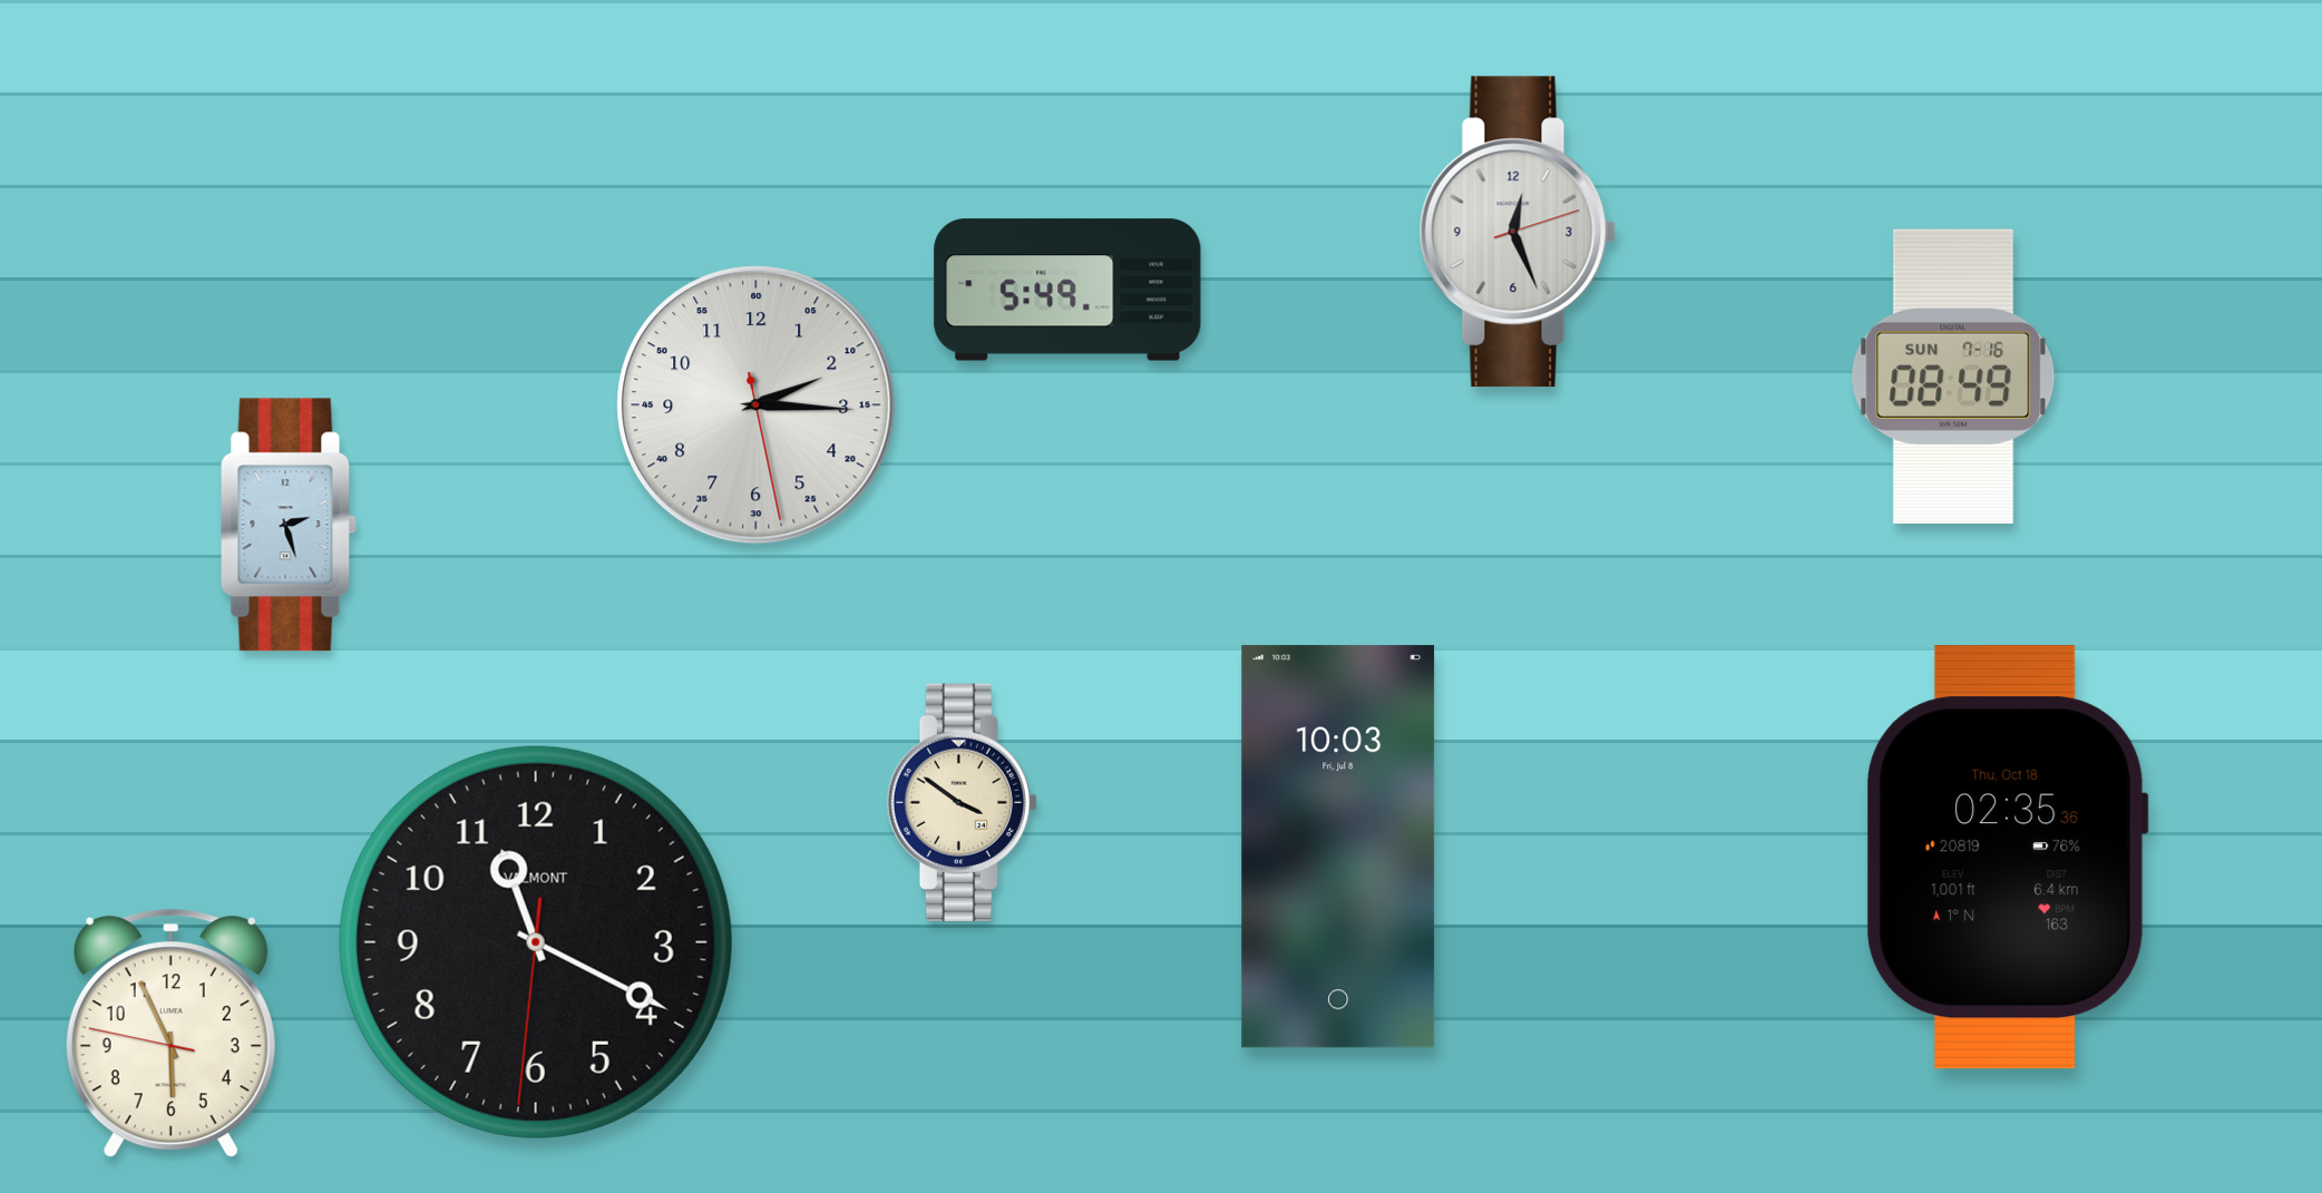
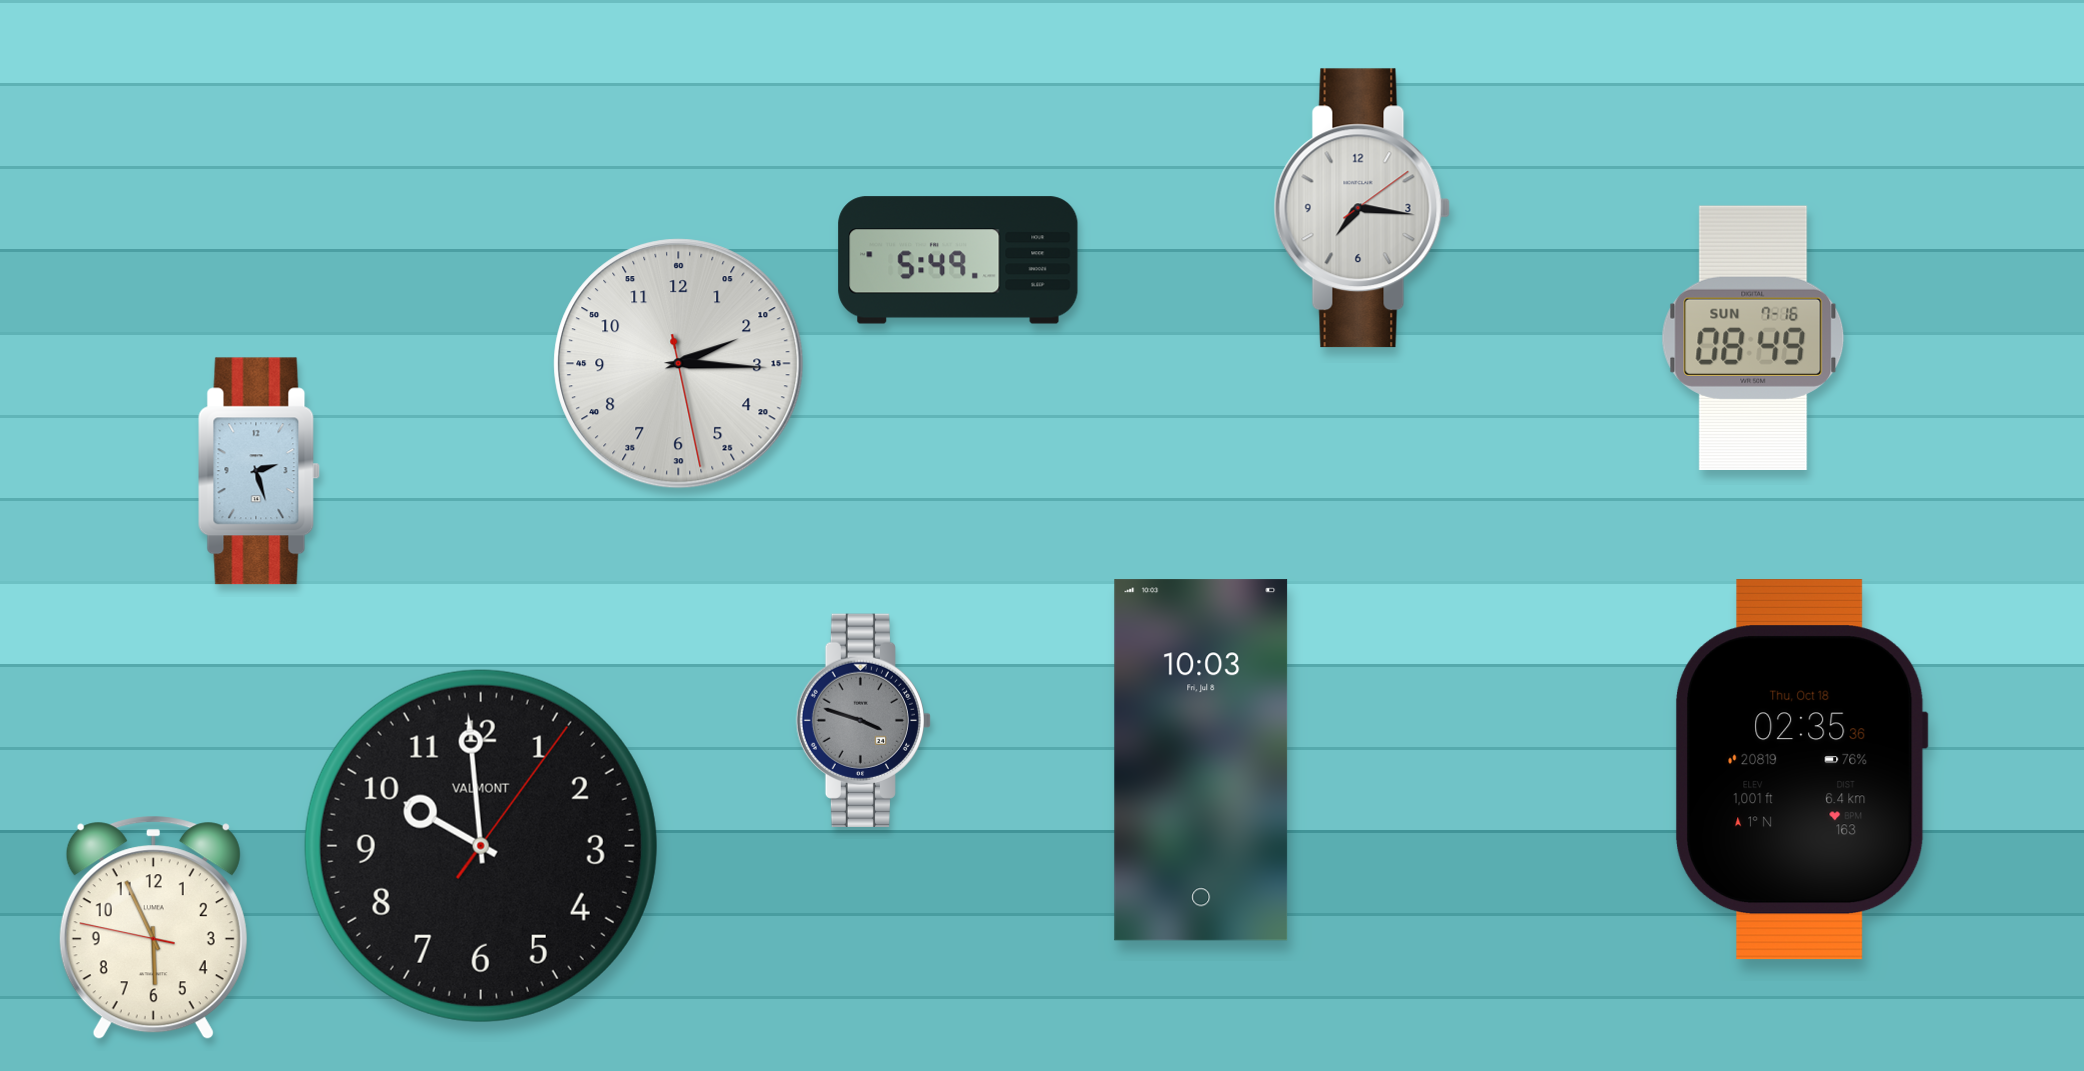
clock at (1518, 232): 12:26 -> 7:16
clock at (962, 802): 3:51 -> 3:48
clock at (962, 802) dial: cream -> grey
clock at (536, 942): 11:19 -> 9:59
